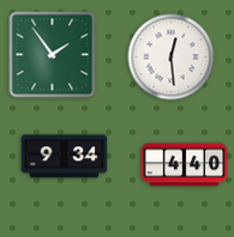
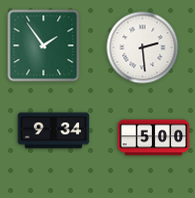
clock at (172, 57): 12:29 -> 2:29
clock at (185, 165): 4:40 -> 5:00
